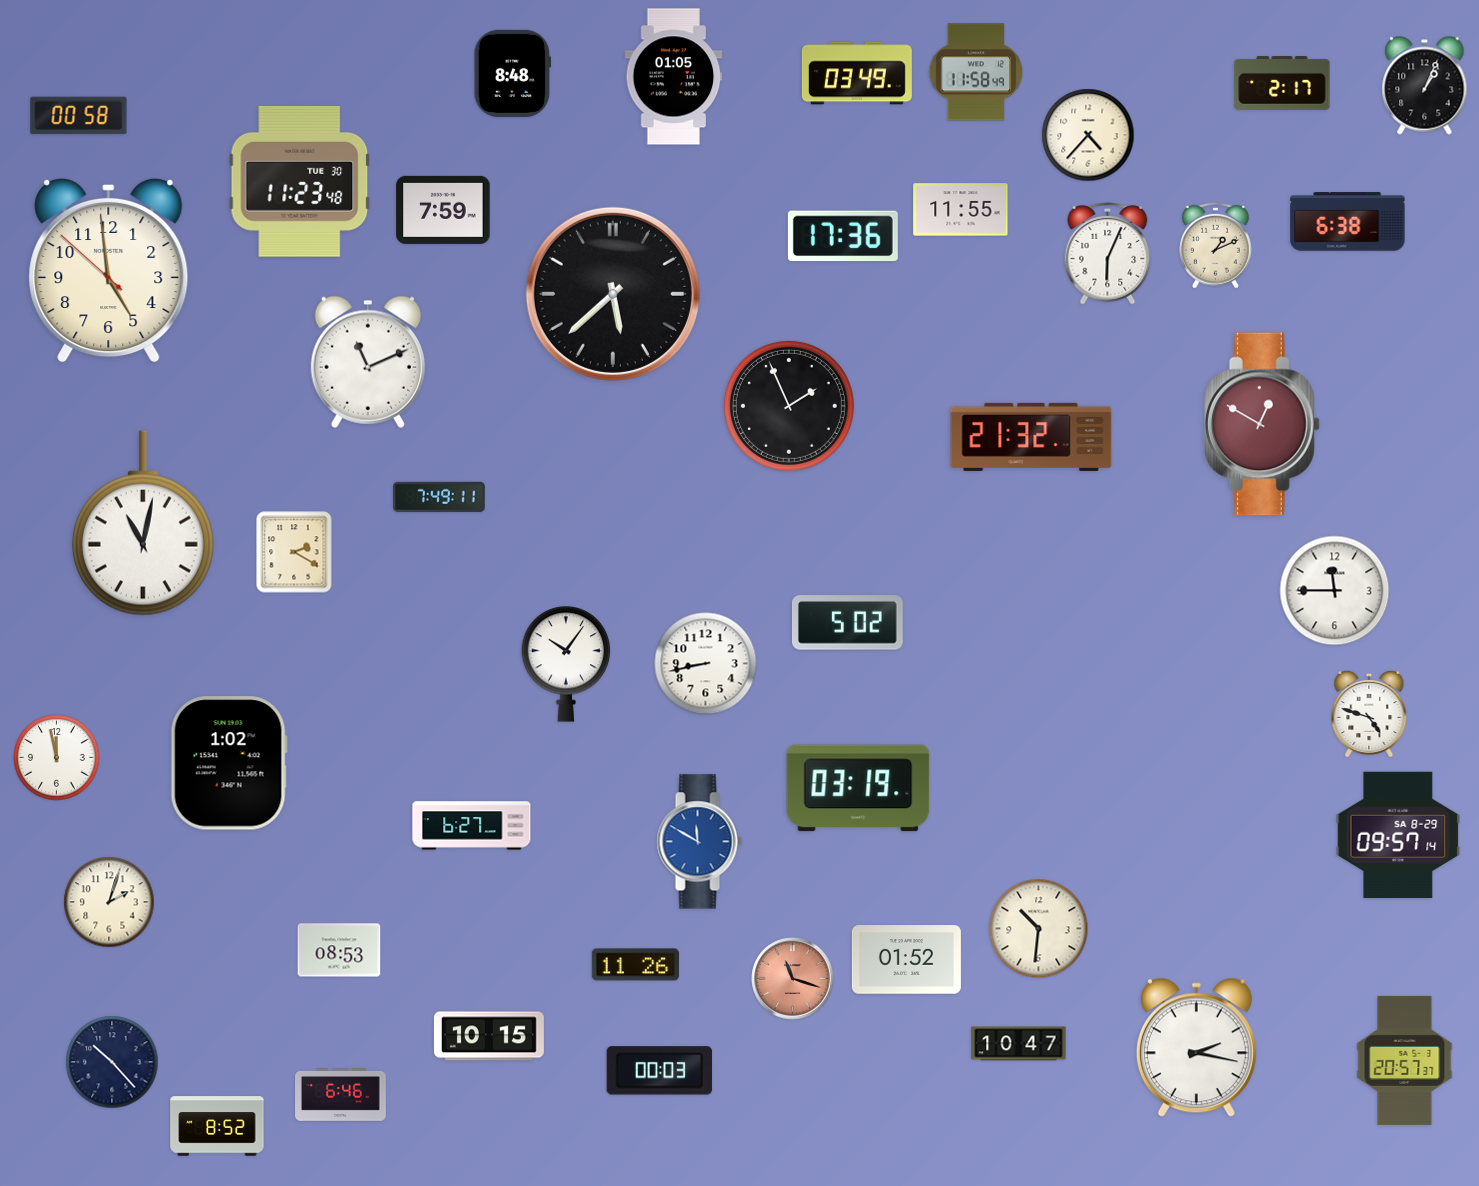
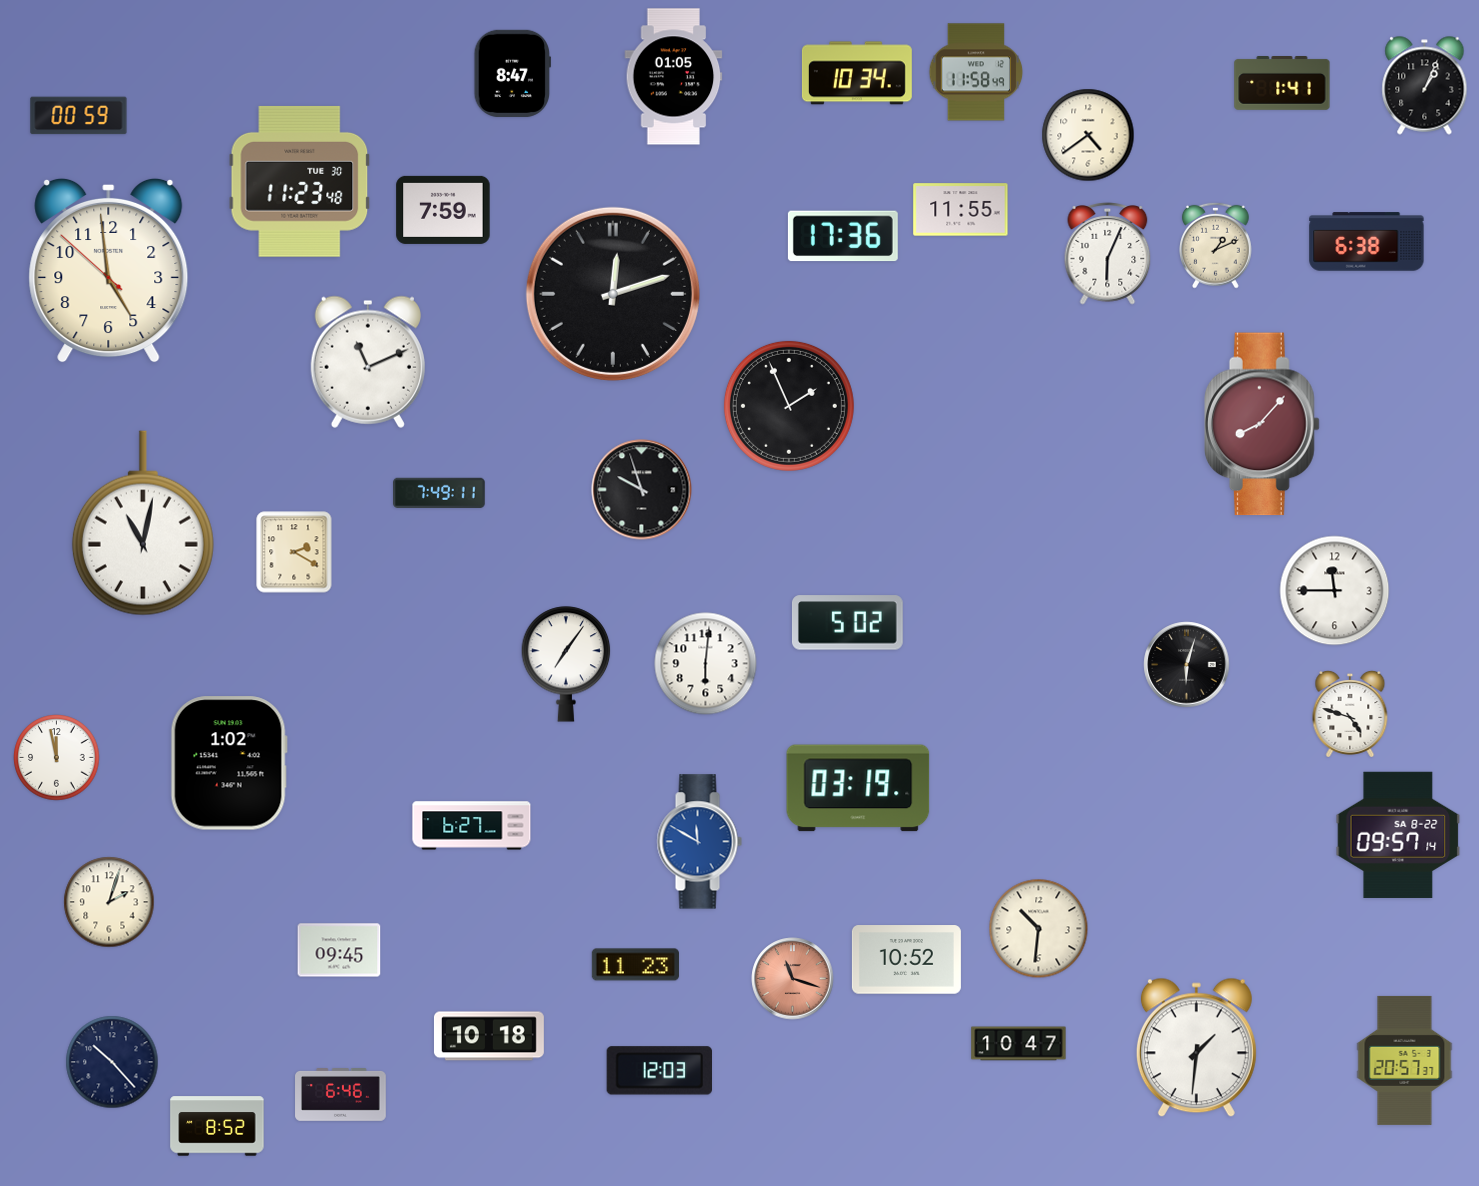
clock at (512, 73): 8:48 -> 8:47
clock at (857, 73): 03:49 -> 10:34
clock at (1282, 84): 2:17 -> 1:41
clock at (79, 116): 00:58 -> 00:59
clock at (1088, 135): 4:37 -> 4:39
clock at (1348, 222) position: (1348, 222) -> (1367, 242)
clock at (613, 294): 5:38 -> 12:12
clock at (1262, 424): 12:50 -> 8:07
clock at (1031, 437): 21:32 -> none
clock at (642, 490): none -> 9:57
clock at (439, 497) position: (439, 497) -> (439, 493)
clock at (566, 664): 10:06 -> 7:06
clock at (706, 664): 8:43 -> 6:01
clock at (1187, 665): none -> 6:03
clock at (1369, 715) position: (1369, 715) -> (1350, 715)
clock at (1398, 835) date: SA 8-29 -> SA 8-22
clock at (339, 950): 08:53 -> 09:45
clock at (906, 960): 01:52 -> 10:52
clock at (635, 965): 11:26 -> 11:23
clock at (489, 1036): 10:15 -> 10:18
clock at (1196, 1048): 2:17 -> 1:31
clock at (659, 1071): 00:03 -> 12:03
